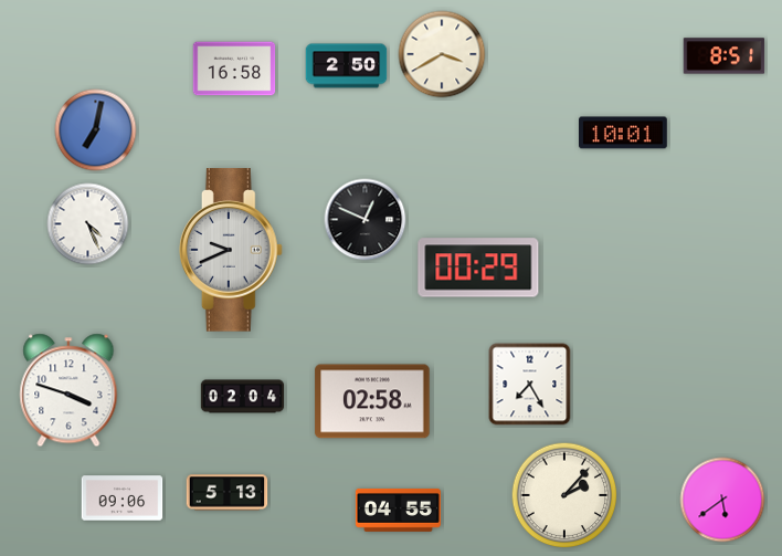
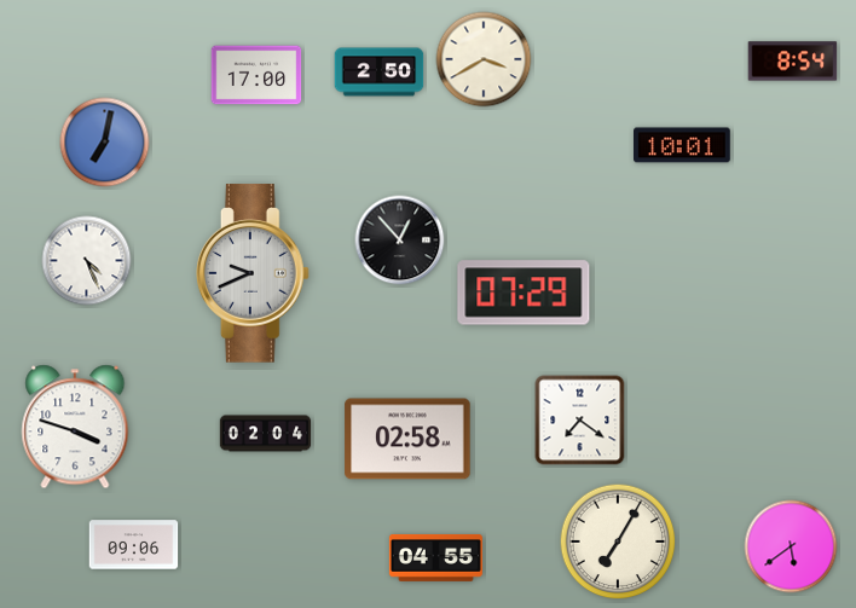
clock at (725, 56): 8:51 -> 8:54
clock at (234, 69): 16:58 -> 17:00
clock at (366, 220): 12:49 -> 12:53
clock at (88, 224) position: (88, 224) -> (87, 261)
clock at (478, 267): 00:29 -> 07:29
clock at (530, 385): 7:25 -> 7:21
clock at (228, 493): 5:13 -> none
clock at (564, 495): 2:07 -> 7:05
